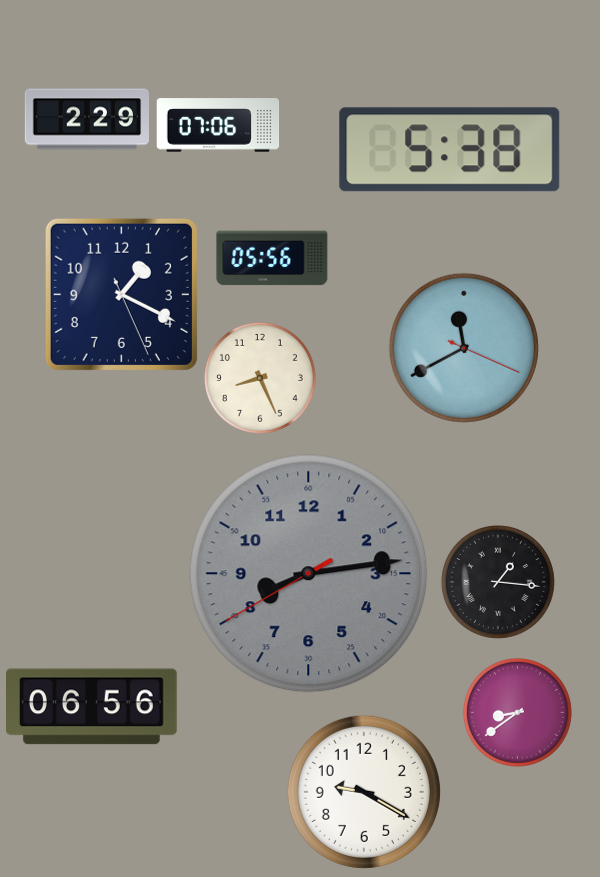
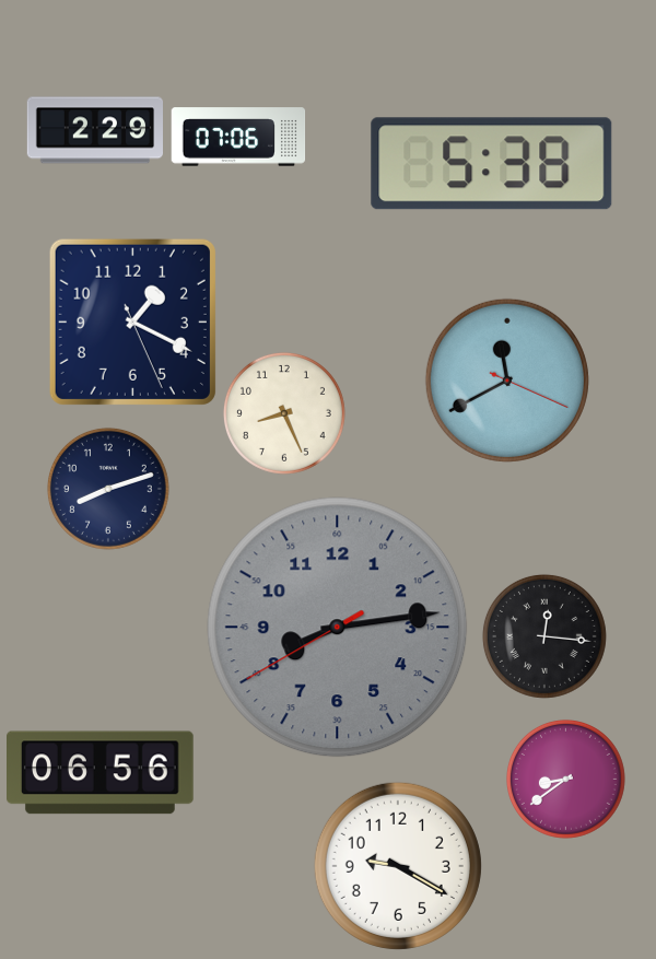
clock at (272, 258): 05:56 -> none
clock at (108, 489): none -> 8:12
clock at (498, 582): 1:16 -> 12:16
